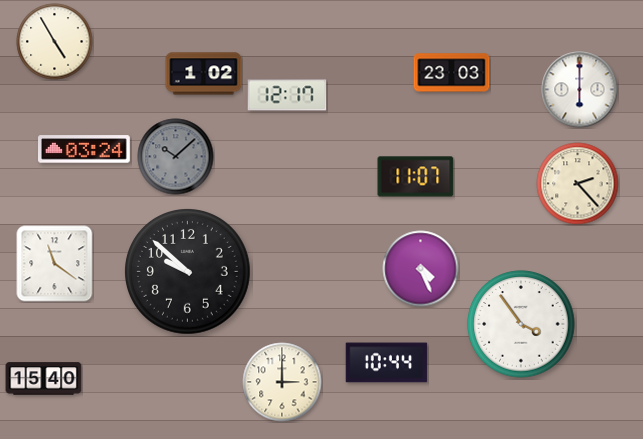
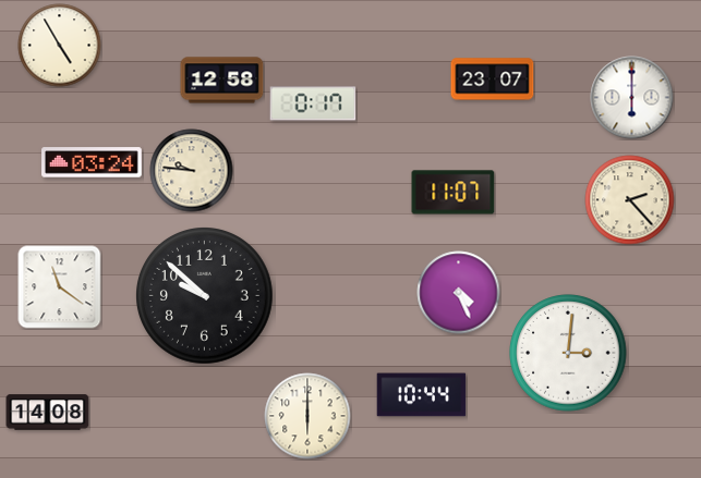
clock at (452, 73): 23:03 -> 23:07
clock at (204, 74): 1:02 -> 12:58
clock at (287, 95): 12:17 -> 0:17
clock at (176, 157): 10:08 -> 9:46
clock at (176, 157) dial: grey -> cream
clock at (521, 324): 3:54 -> 3:01
clock at (44, 379): 15:40 -> 14:08
clock at (282, 382): 3:00 -> 6:00
